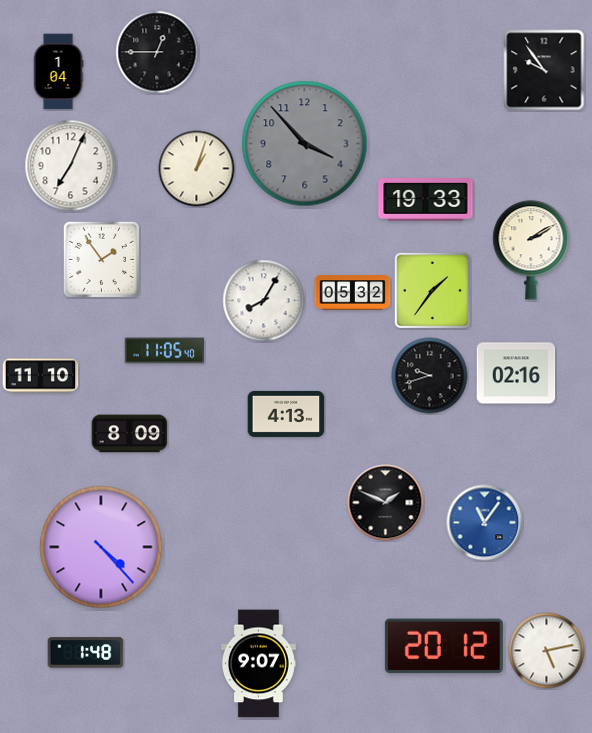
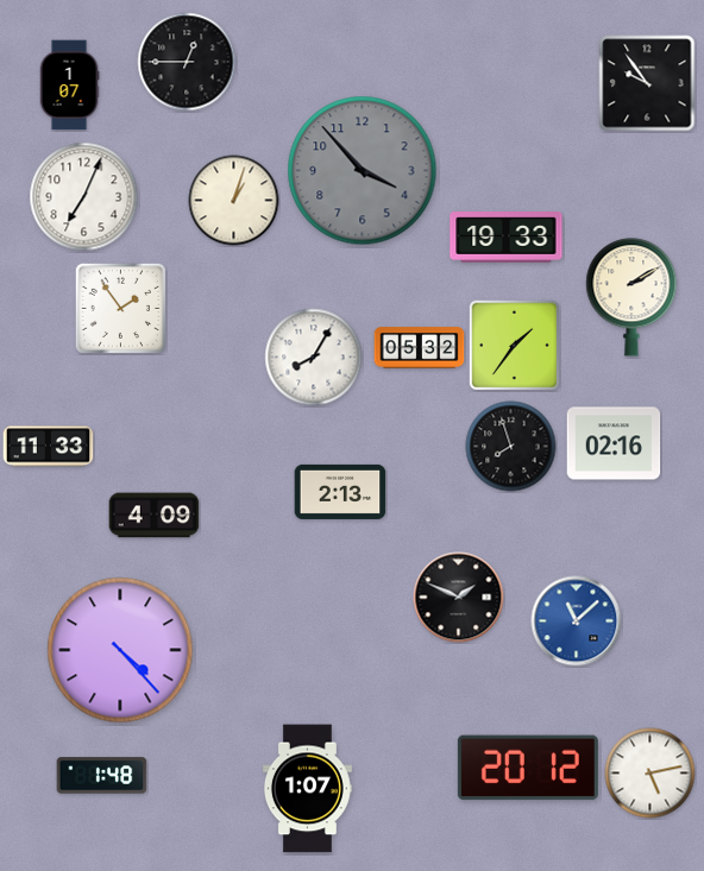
clock at (58, 72): 1:04 -> 1:07
clock at (165, 351): 11:05 -> none
clock at (41, 376): 11:10 -> 11:33
clock at (430, 376): 9:42 -> 7:57
clock at (286, 414): 4:13 -> 2:13
clock at (130, 434): 8:09 -> 4:09
clock at (485, 523): 11:06 -> 11:08
clock at (258, 664): 9:07 -> 1:07
